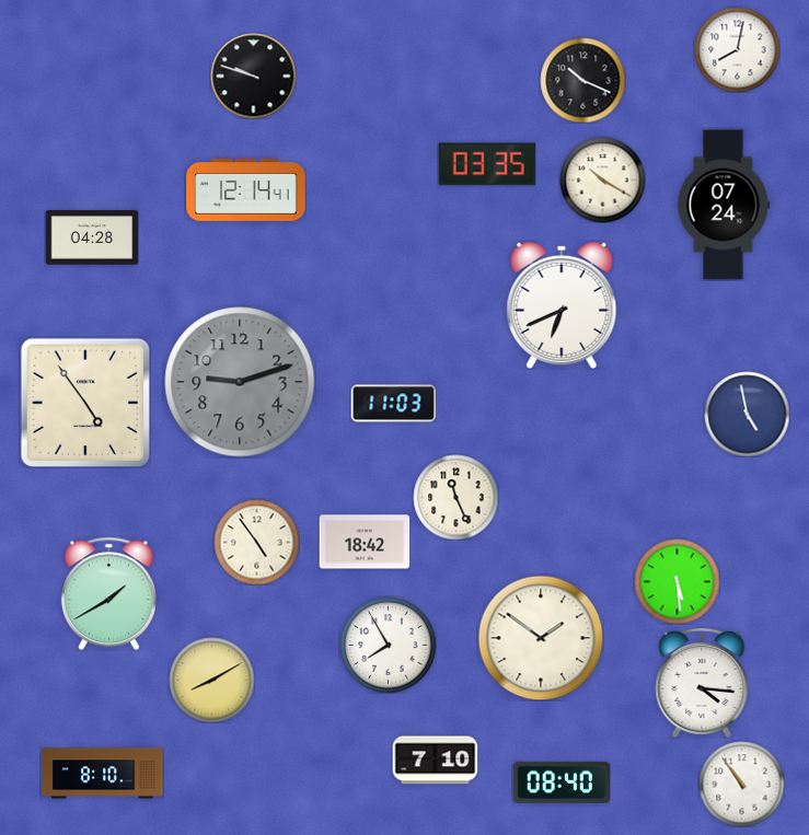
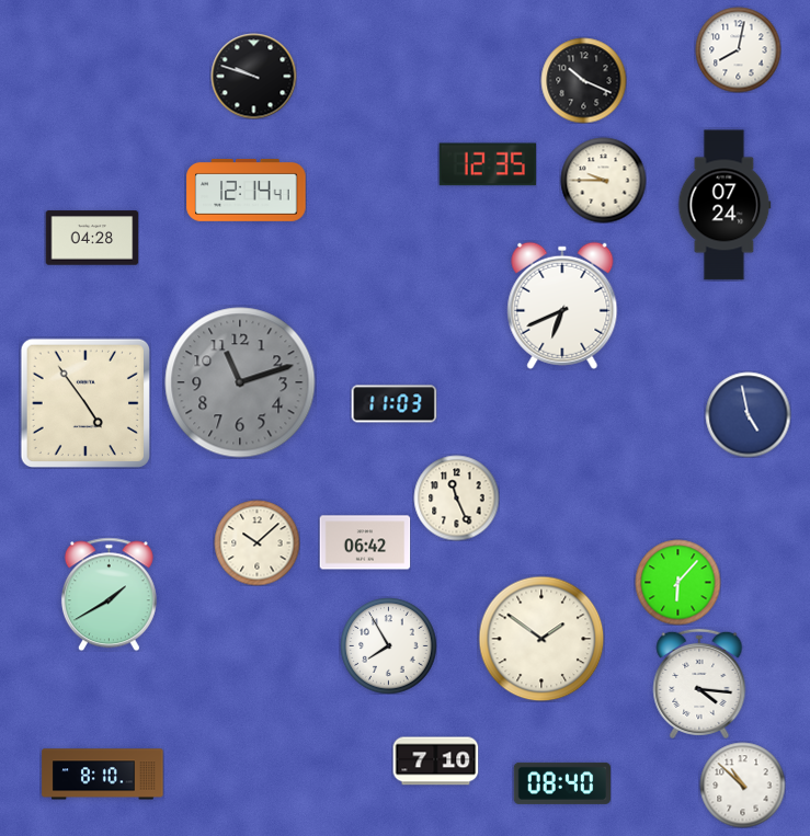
clock at (487, 164): 03:35 -> 12:35
clock at (602, 179): 10:20 -> 9:45
clock at (240, 382): 9:12 -> 11:12
clock at (256, 542): 4:54 -> 10:08
clock at (365, 542): 18:42 -> 06:42
clock at (677, 581): 5:29 -> 6:07
clock at (211, 680): 8:10 -> none
clock at (702, 683) position: (702, 683) -> (699, 684)
clock at (741, 784): 10:54 -> 10:52
